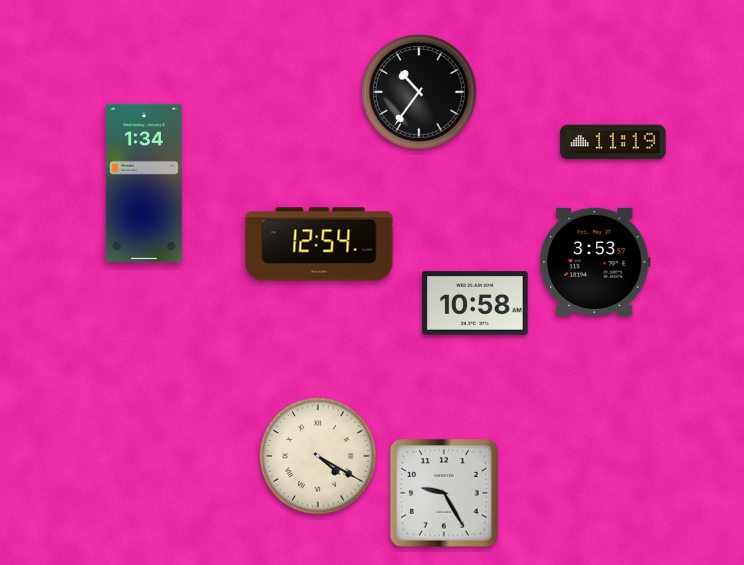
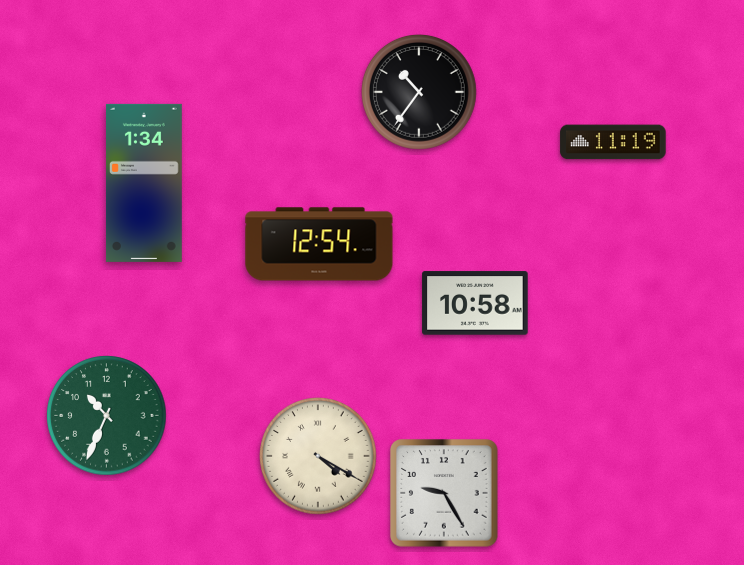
clock at (596, 262): 3:53 -> none
clock at (107, 416): none -> 10:34
